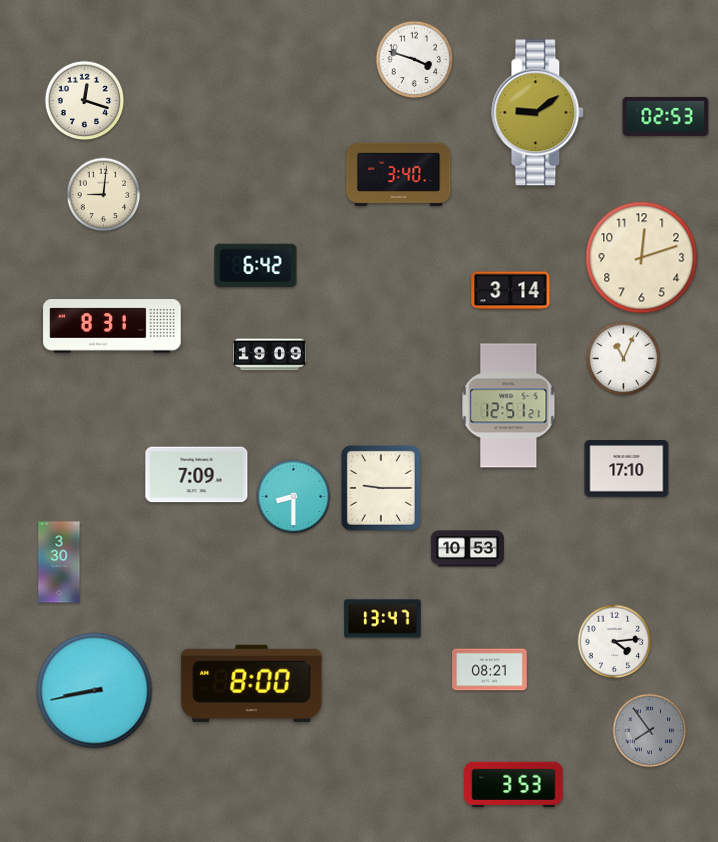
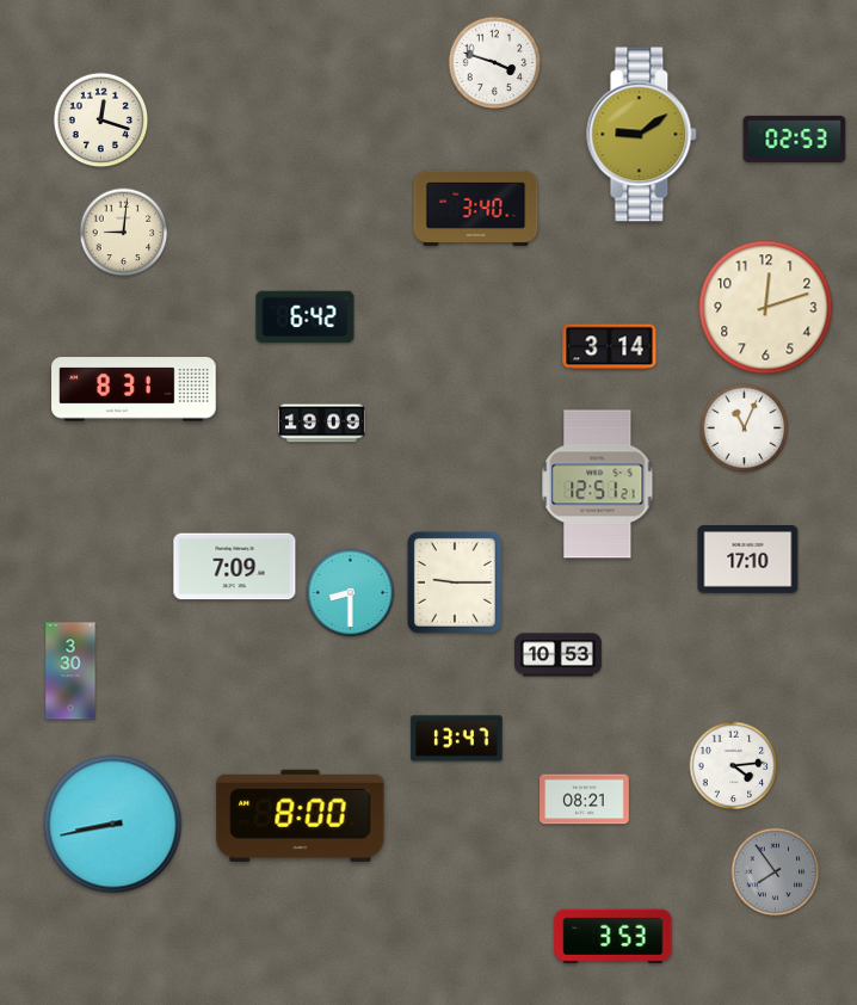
clock at (415, 60) position: (415, 60) -> (495, 63)
clock at (509, 406) position: (509, 406) -> (598, 485)
